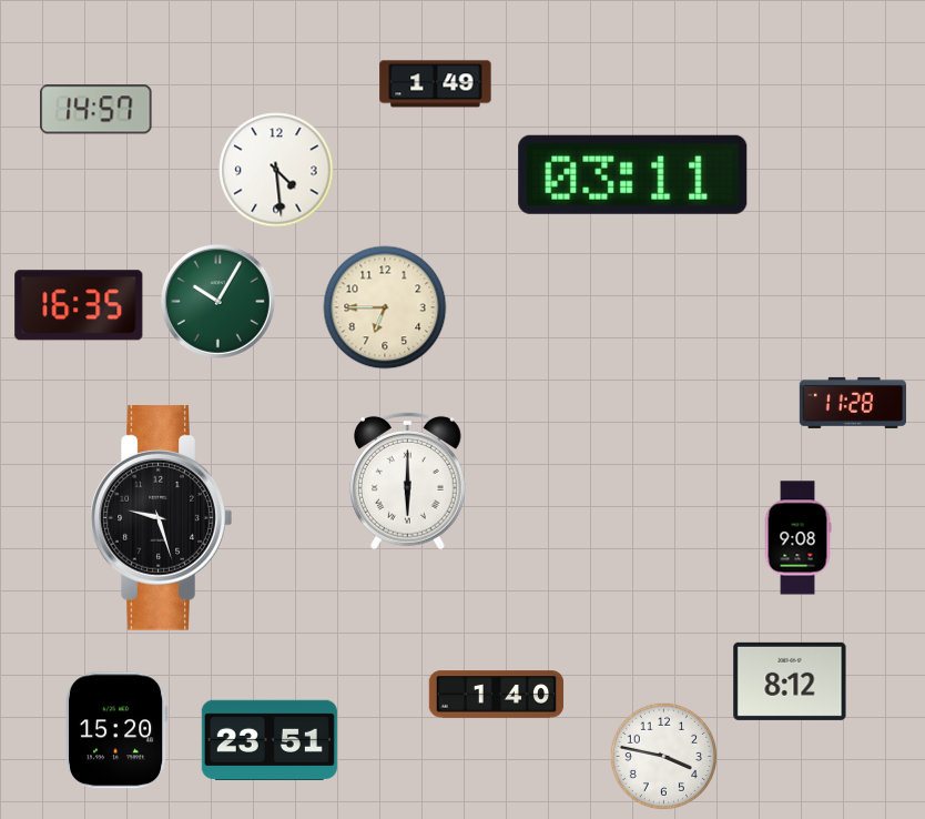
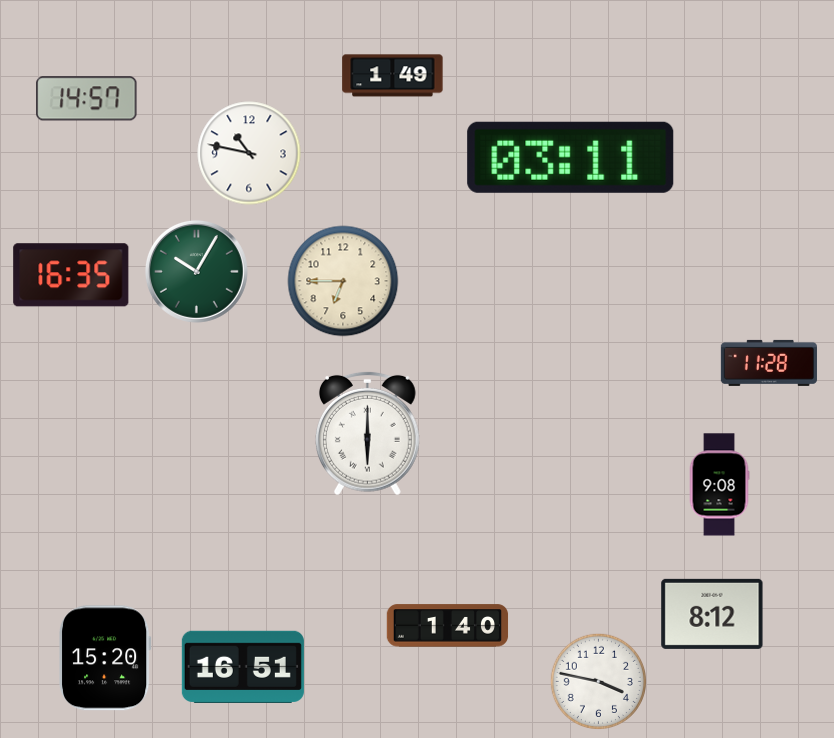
clock at (276, 170): 4:29 -> 10:47
clock at (385, 307) position: (385, 307) -> (343, 281)
clock at (162, 518): 9:27 -> none
clock at (270, 740): 23:51 -> 16:51
